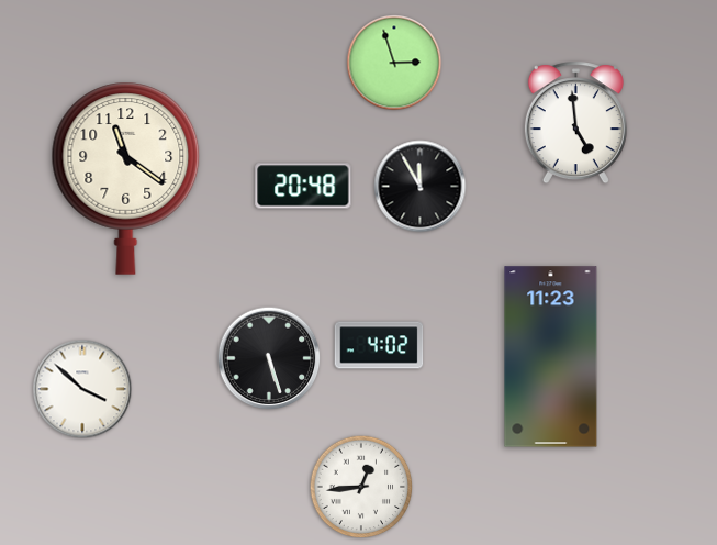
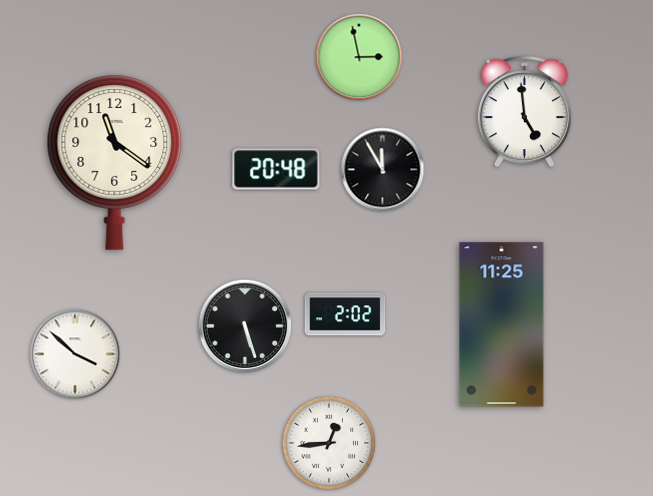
clock at (394, 63): 2:57 -> 2:58
clock at (379, 345): 4:02 -> 2:02
clock at (551, 357): 11:23 -> 11:25
